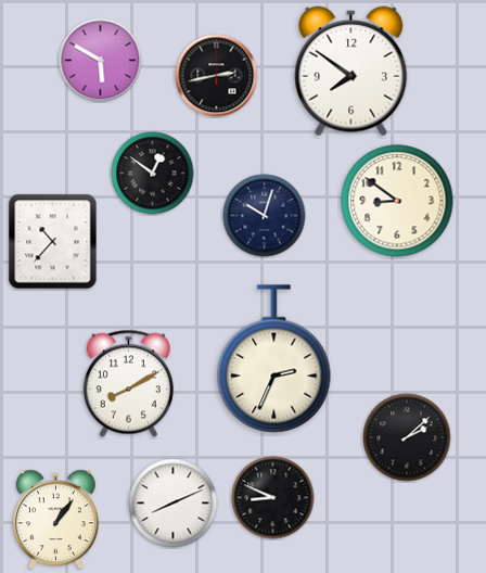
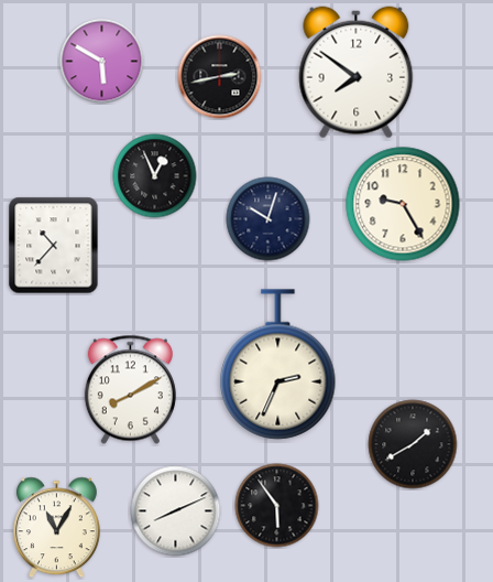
clock at (153, 174): 12:51 -> 12:56
clock at (397, 201): 8:51 -> 9:25
clock at (407, 437): 2:08 -> 1:40
clock at (273, 498): 8:49 -> 5:54
clock at (55, 520): 1:06 -> 11:05
